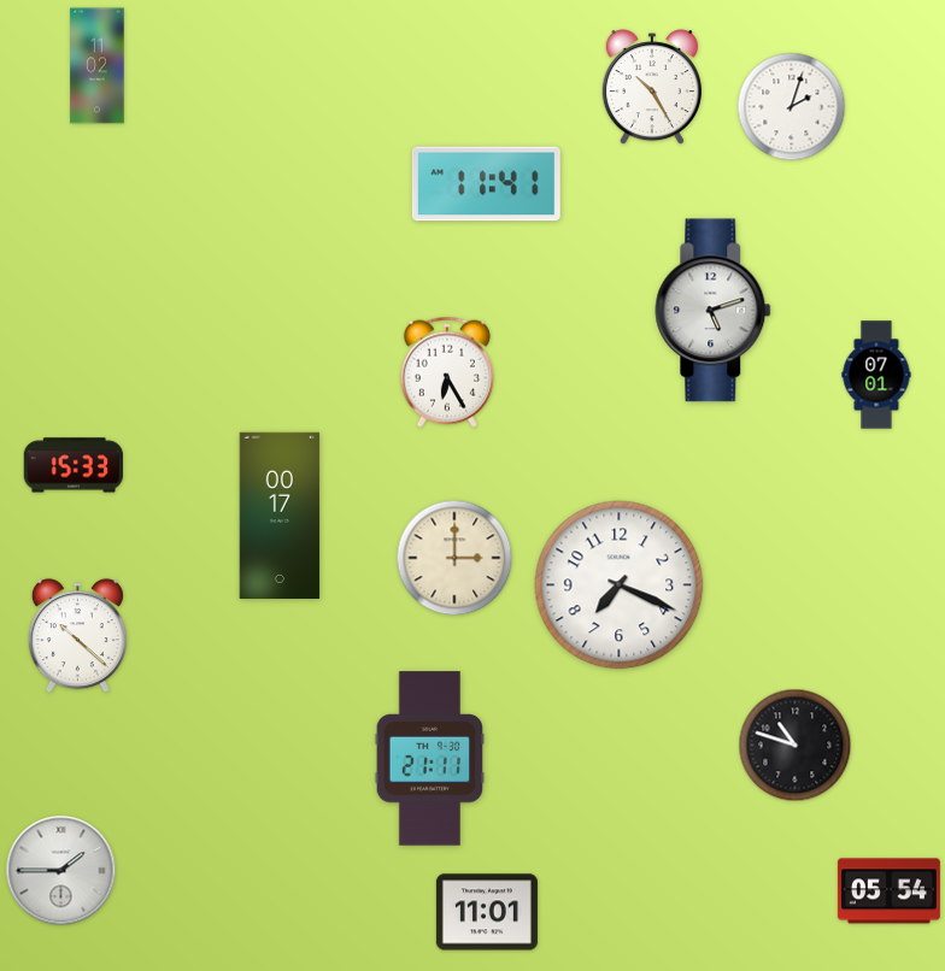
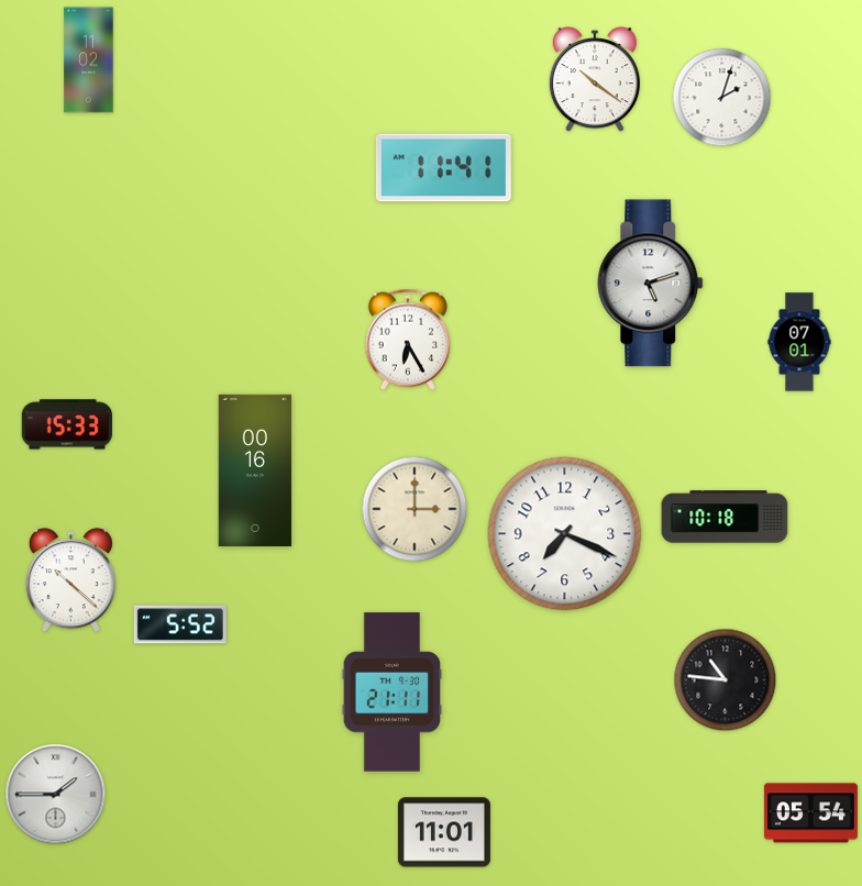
clock at (652, 88): 10:25 -> 10:21
clock at (280, 514): 00:17 -> 00:16
clock at (725, 517): none -> 10:18
clock at (180, 624): none -> 5:52
clock at (796, 746): 10:48 -> 10:46
